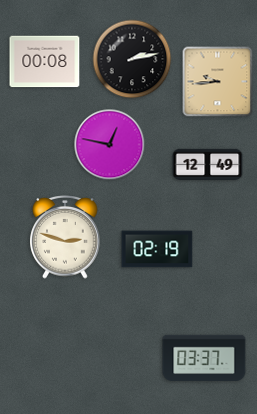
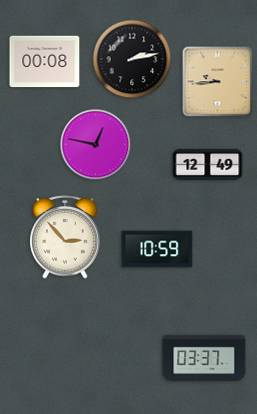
clock at (110, 145) position: (110, 145) -> (96, 145)
clock at (65, 238): 2:48 -> 2:53
clock at (157, 249): 02:19 -> 10:59
